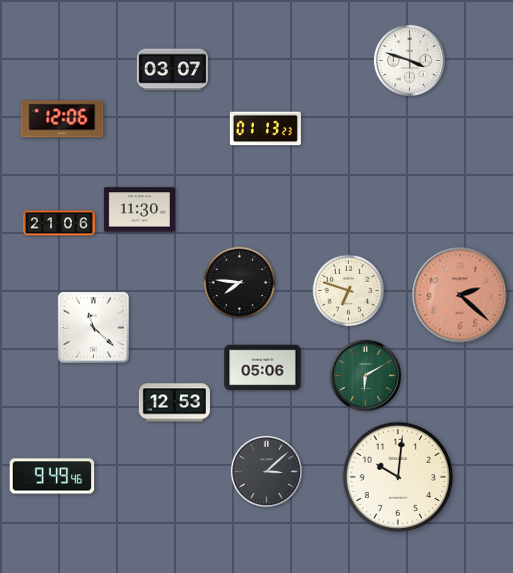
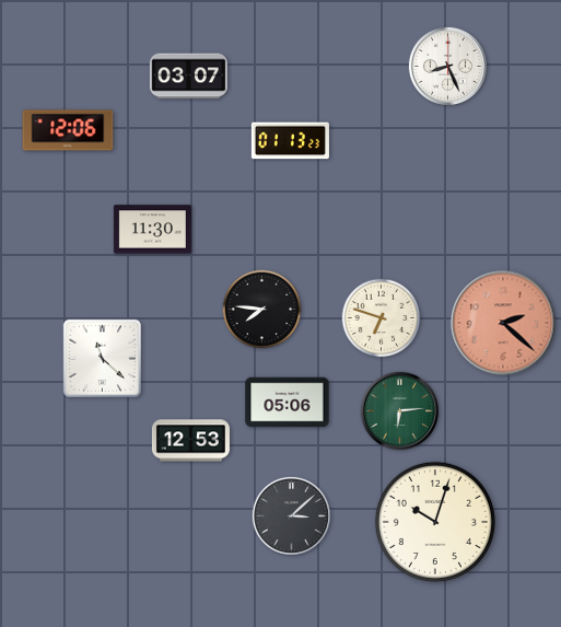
clock at (409, 60): 3:48 -> 8:26
clock at (59, 223): 21:06 -> none
clock at (365, 375): 6:10 -> 6:14
clock at (52, 476): 9:49 -> none
clock at (398, 477): 10:01 -> 10:03
